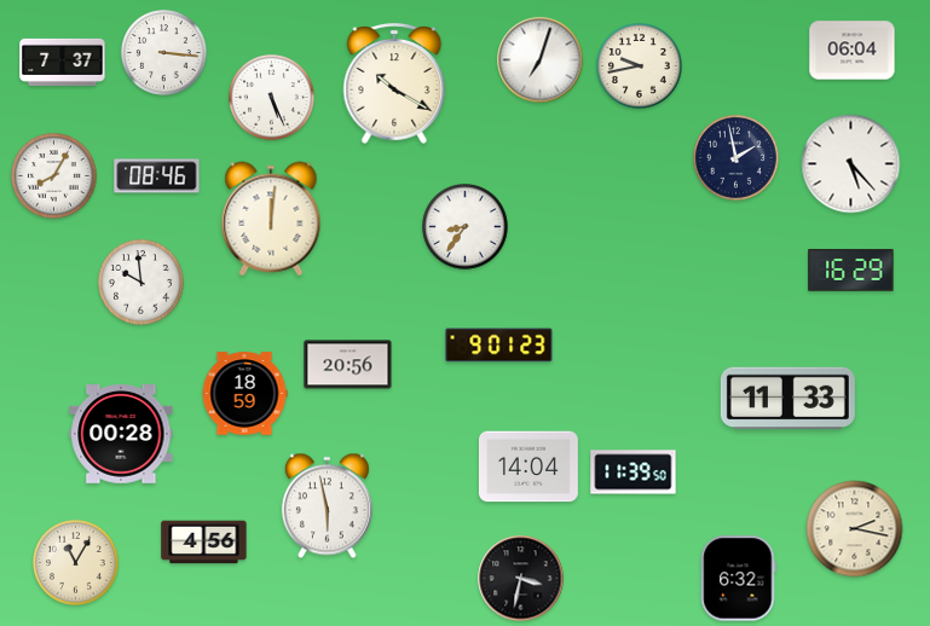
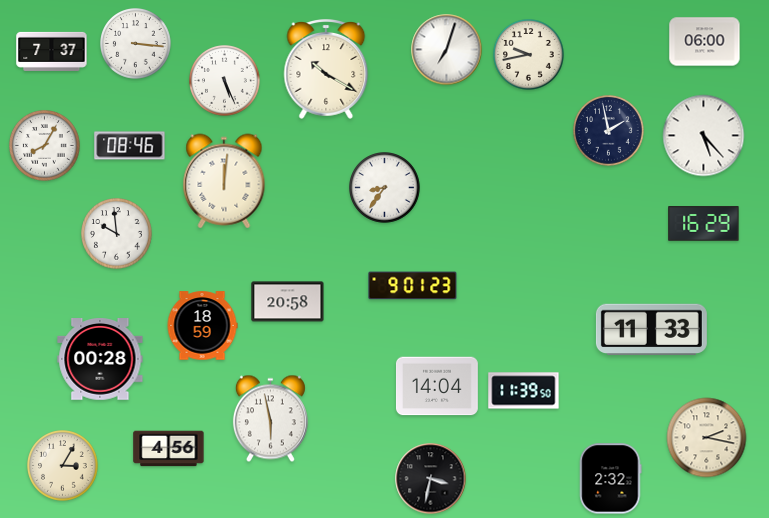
clock at (853, 51): 06:04 -> 06:00
clock at (348, 365): 20:56 -> 20:58
clock at (76, 563): 11:05 -> 3:05
clock at (739, 579): 6:32 -> 2:32
